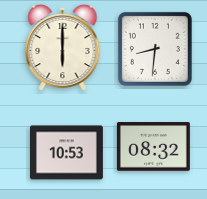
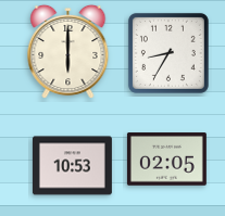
clock at (155, 49): 8:31 -> 8:35
clock at (153, 147): 08:32 -> 02:05
